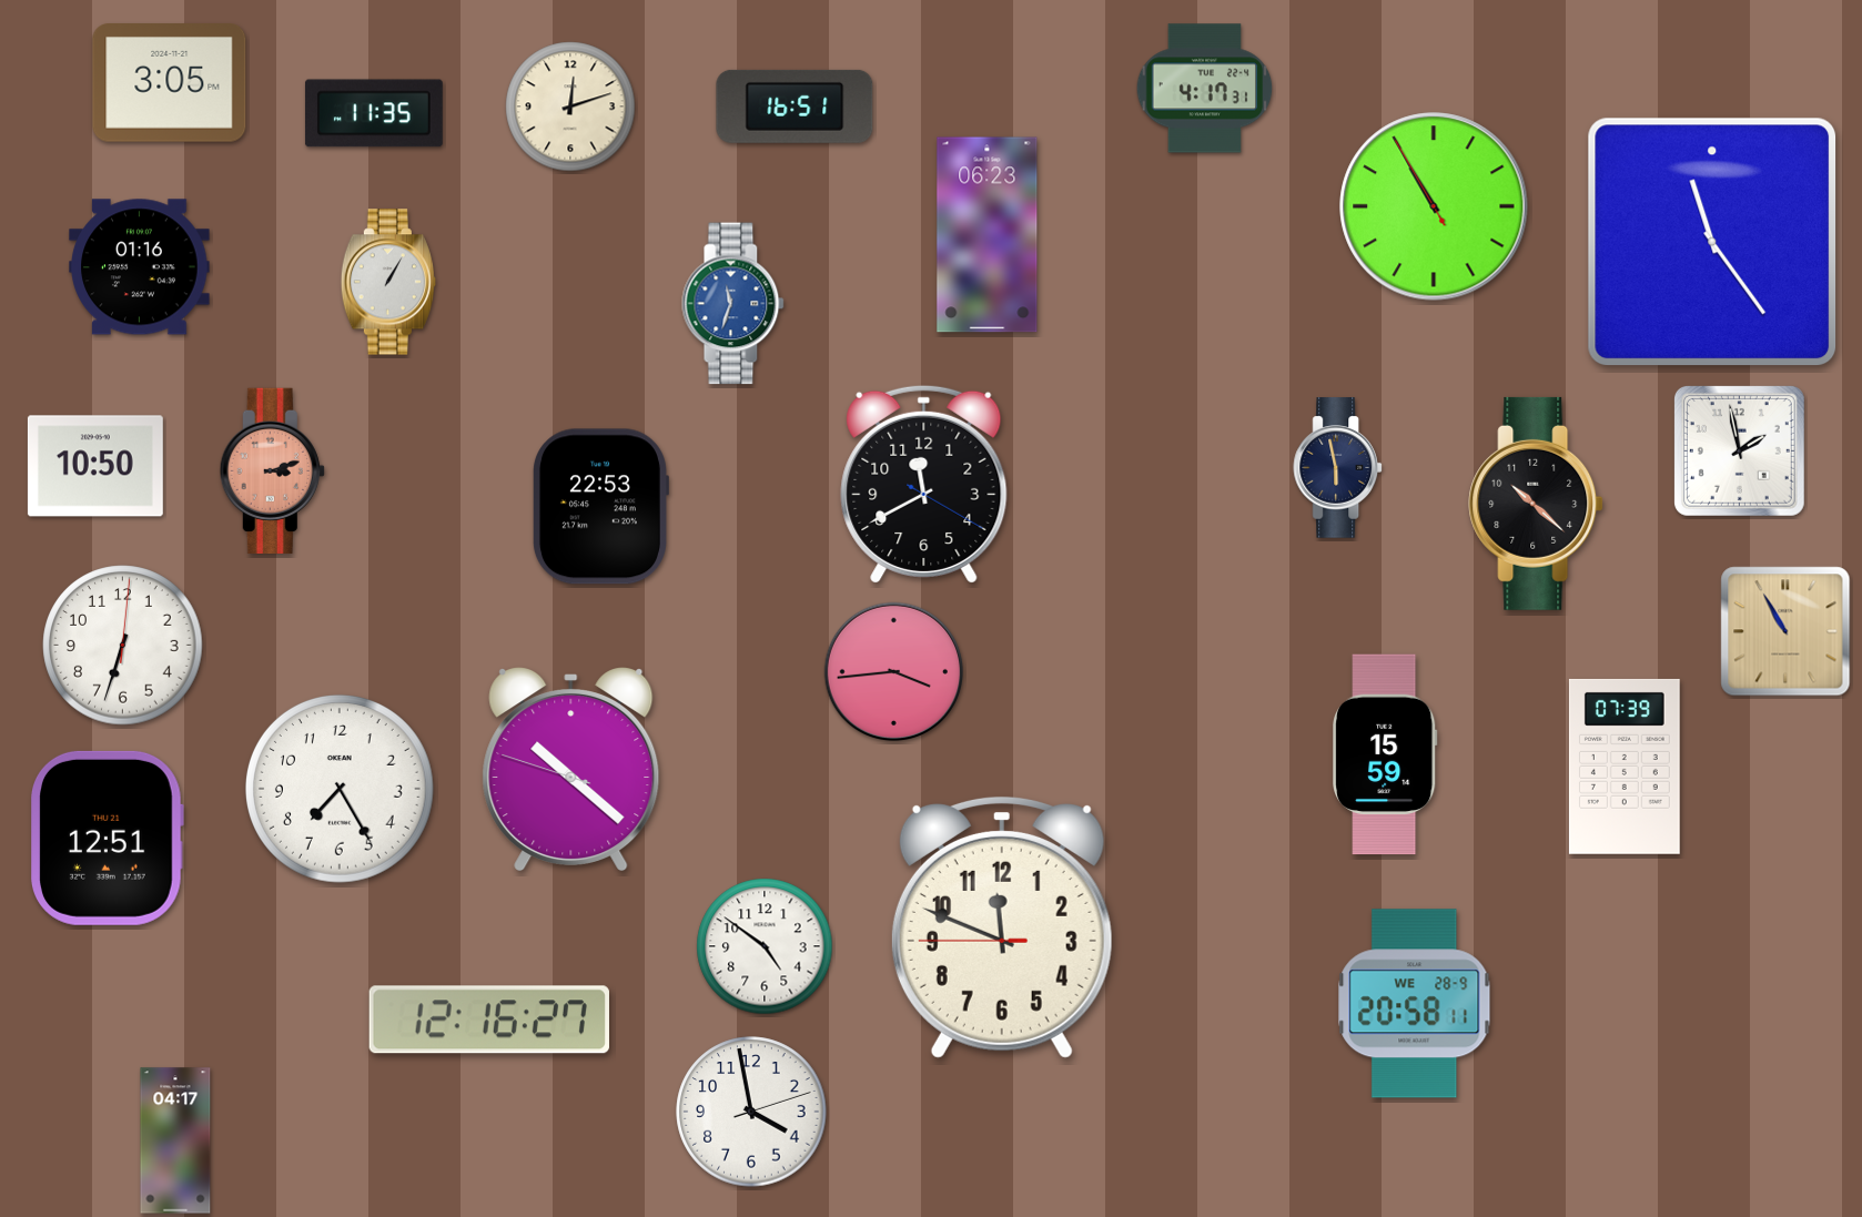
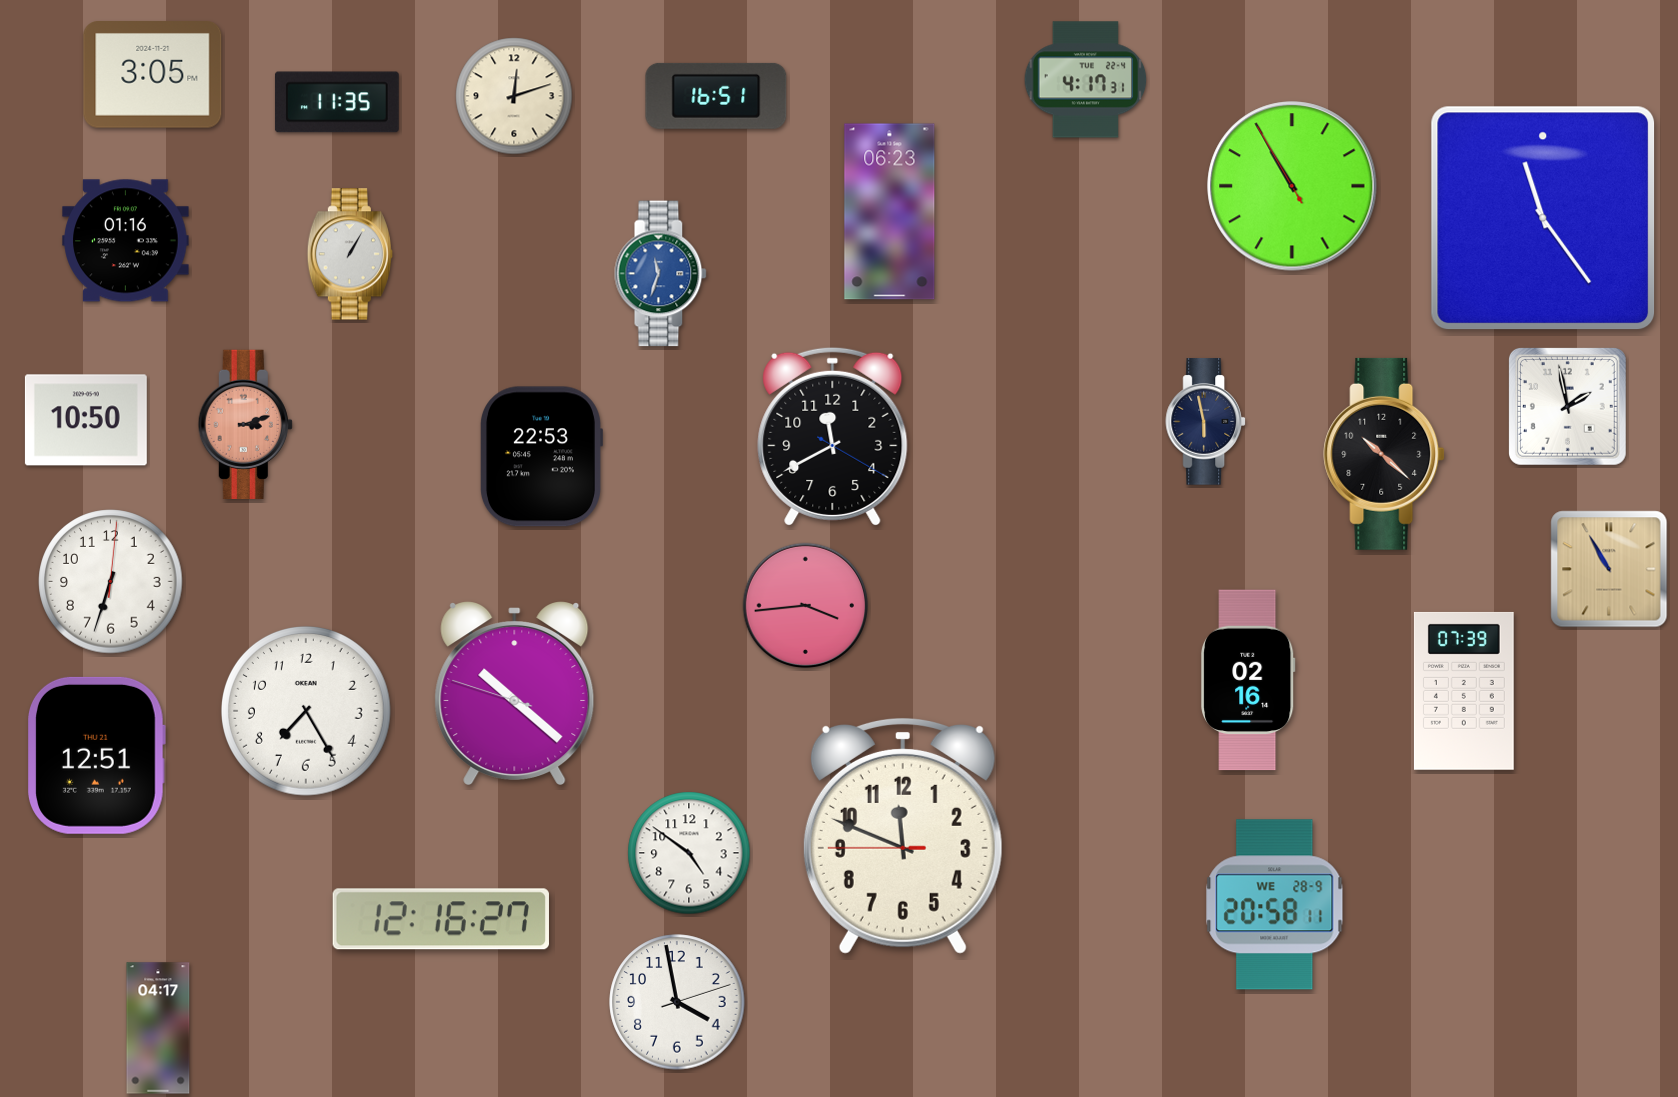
clock at (1385, 754): 15:59 -> 02:16
